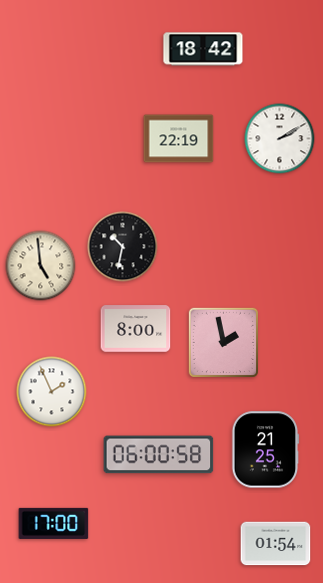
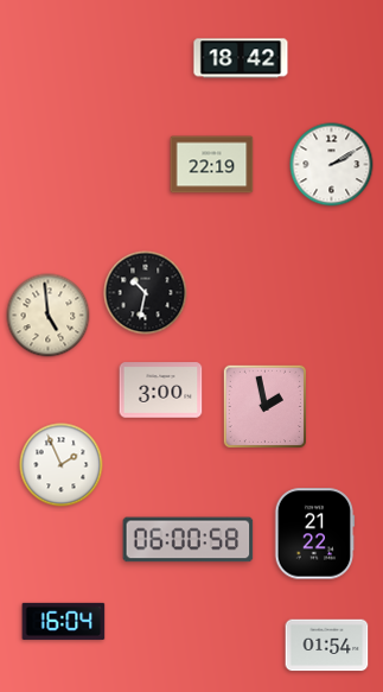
clock at (136, 329): 8:00 -> 3:00
clock at (265, 450): 21:25 -> 21:22
clock at (54, 523): 17:00 -> 16:04
